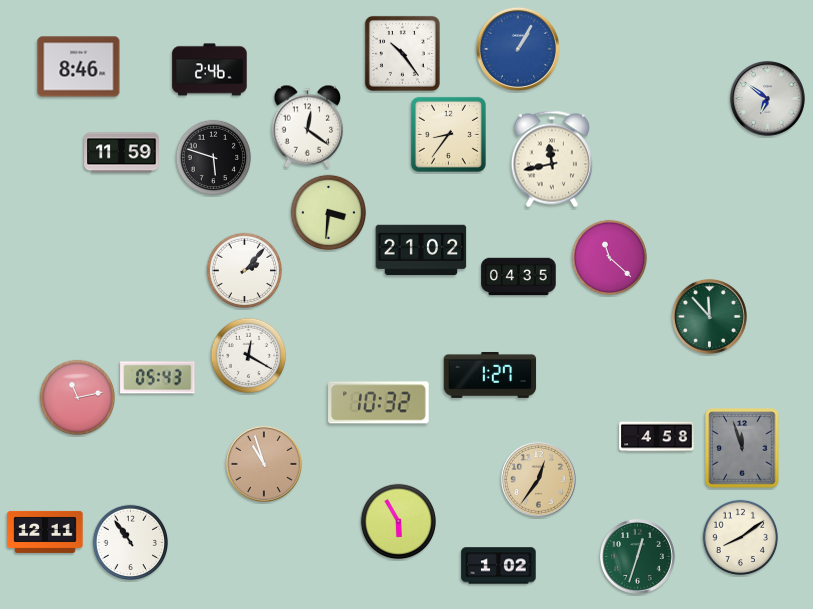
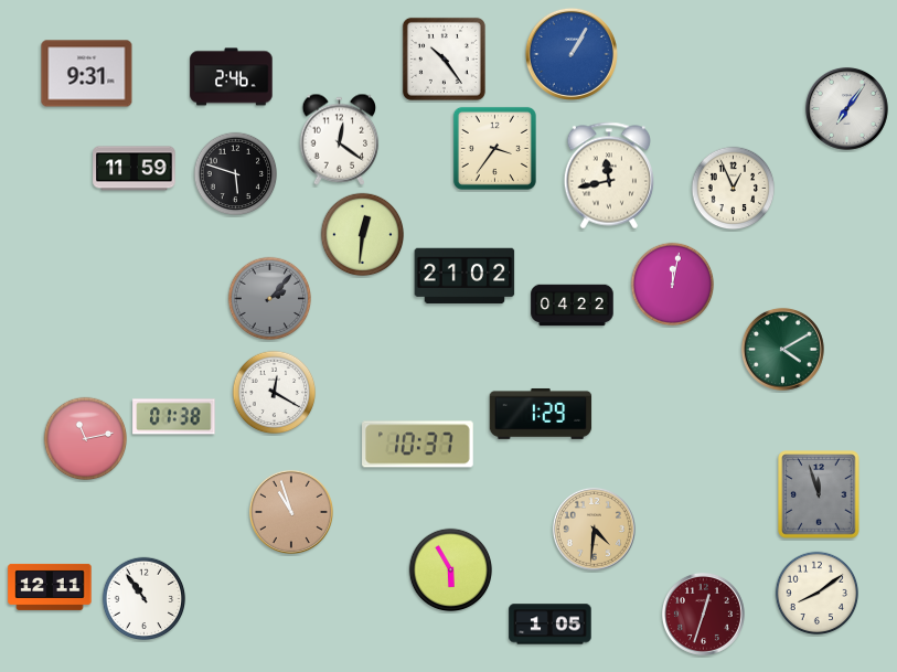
clock at (79, 67): 8:46 -> 9:31
clock at (767, 98): 6:51 -> 7:06
clock at (448, 134): 8:36 -> 3:36
clock at (734, 189): none -> 12:56
clock at (329, 213): 3:31 -> 12:31
clock at (610, 258): 11:22 -> 12:02
clock at (245, 271) dial: white -> grey
clock at (519, 277): 04:35 -> 04:22
clock at (709, 316): 11:53 -> 4:10
clock at (490, 375): 1:27 -> 1:29
clock at (158, 378): 05:43 -> 01:38
clock at (379, 403): 10:32 -> 10:37
clock at (657, 437): 4:58 -> none
clock at (538, 479): 12:36 -> 4:31
clock at (399, 522) position: (399, 522) -> (451, 570)
clock at (637, 556) dial: green -> burgundy
clock at (499, 566): 1:02 -> 1:05
